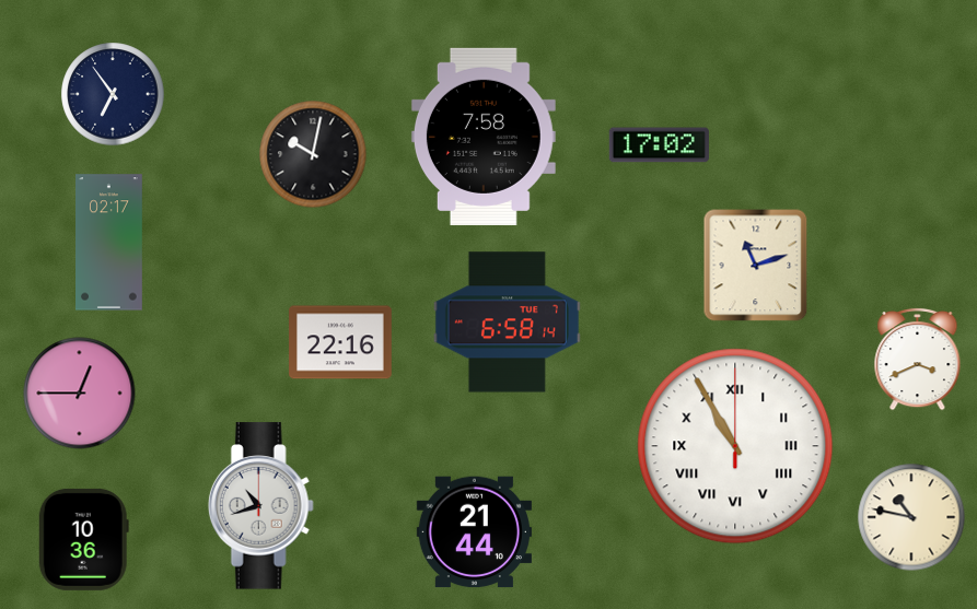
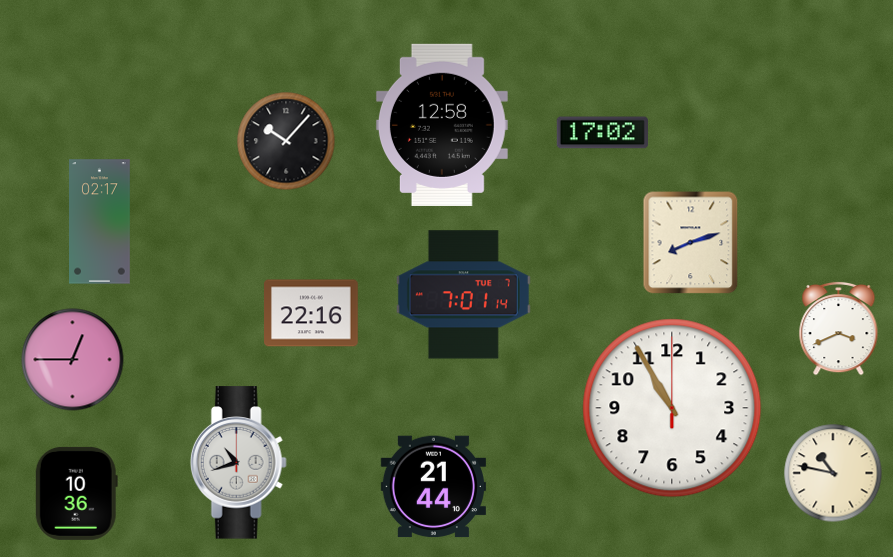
clock at (113, 94): 6:54 -> none
clock at (484, 137): 7:58 -> 12:58
clock at (313, 154): 10:02 -> 10:07
clock at (756, 266): 11:12 -> 8:12
clock at (507, 323): 6:58 -> 7:01
clock at (735, 446) numerals: Roman -> Arabic
